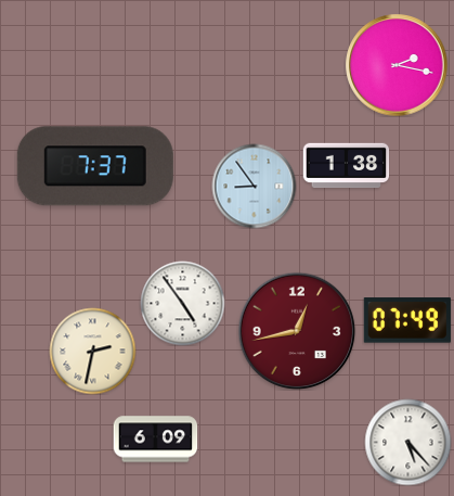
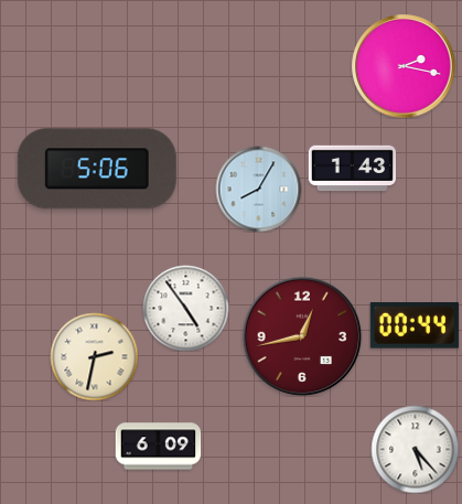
clock at (95, 166): 7:37 -> 5:06
clock at (346, 166): 1:38 -> 1:43
clock at (254, 186): 8:54 -> 8:05
clock at (407, 320): 07:49 -> 00:44
